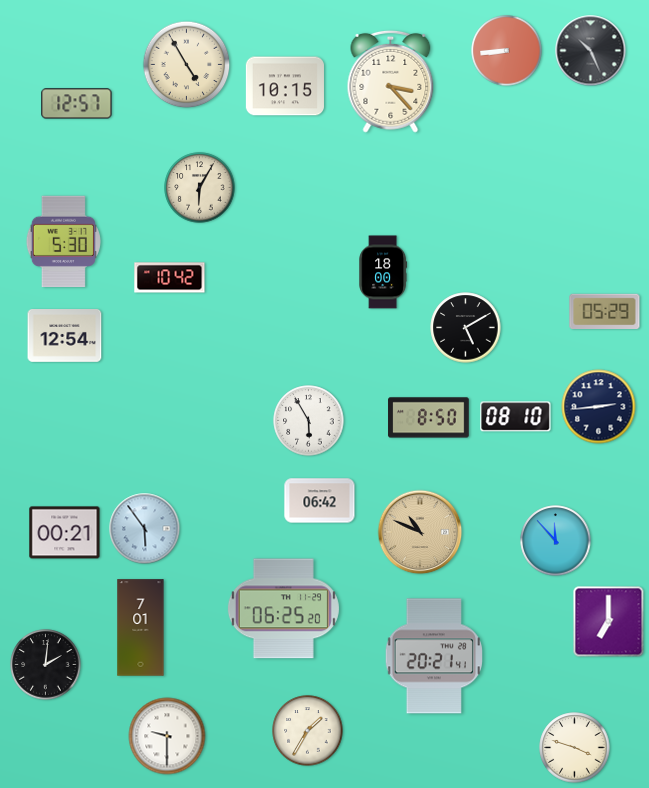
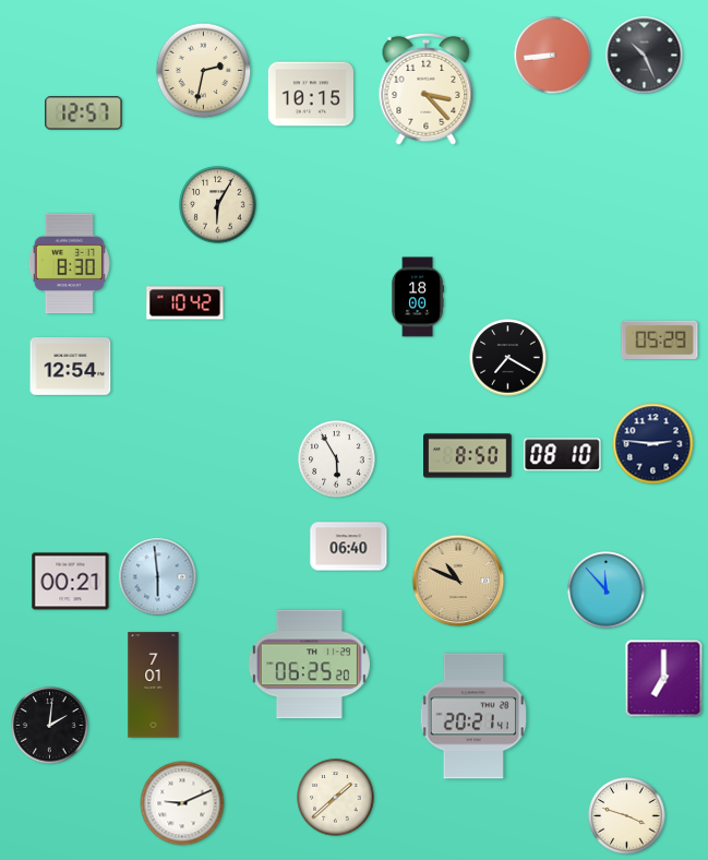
clock at (187, 65): 4:55 -> 2:32
clock at (63, 242): 5:30 -> 8:30
clock at (466, 328): 5:10 -> 7:20
clock at (599, 407): 2:44 -> 2:46
clock at (320, 501): 06:42 -> 06:40
clock at (145, 529): 5:54 -> 5:59
clock at (308, 731): 1:35 -> 1:38
clock at (167, 736): 9:30 -> 9:11
